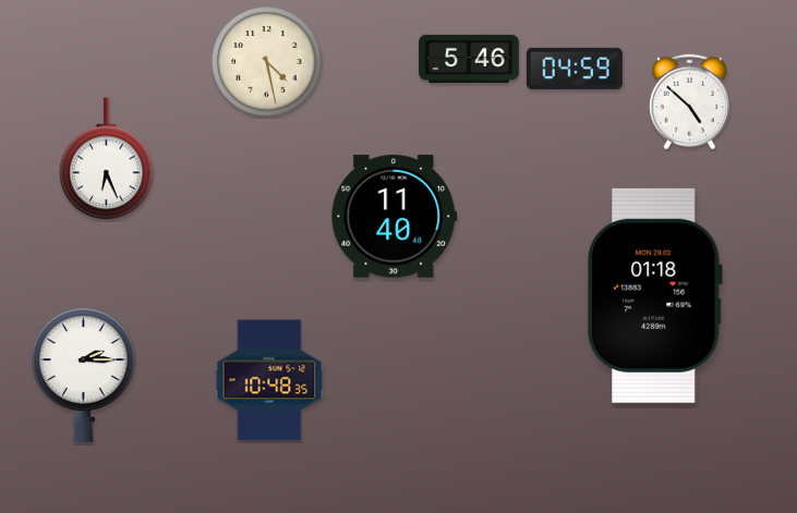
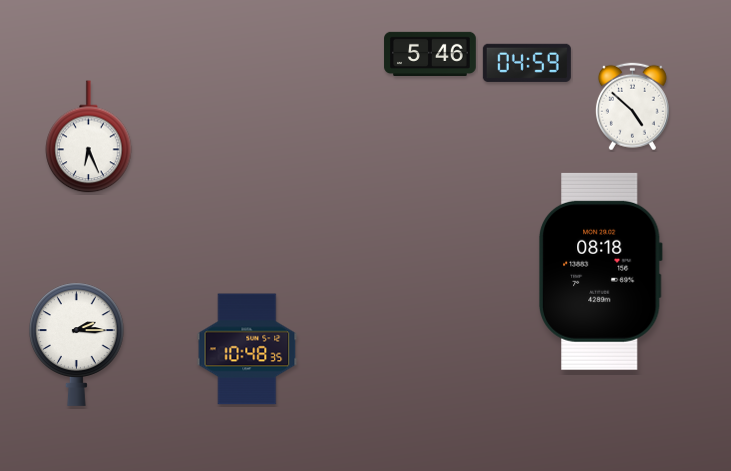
clock at (267, 62): 4:28 -> none
clock at (689, 102) position: (689, 102) -> (632, 107)
clock at (107, 159) position: (107, 159) -> (89, 137)
clock at (395, 217): 11:40 -> none
clock at (654, 295): 01:18 -> 08:18
